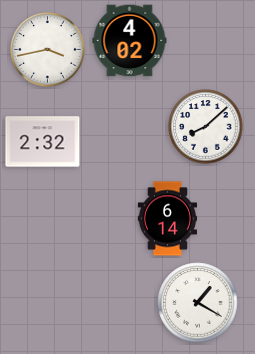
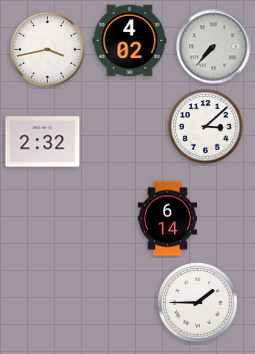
clock at (214, 47): none -> 7:37
clock at (206, 127): 8:08 -> 3:08
clock at (198, 303): 1:20 -> 1:45
